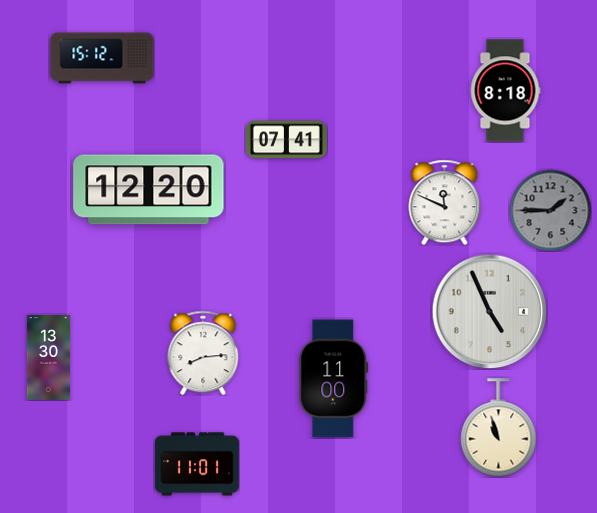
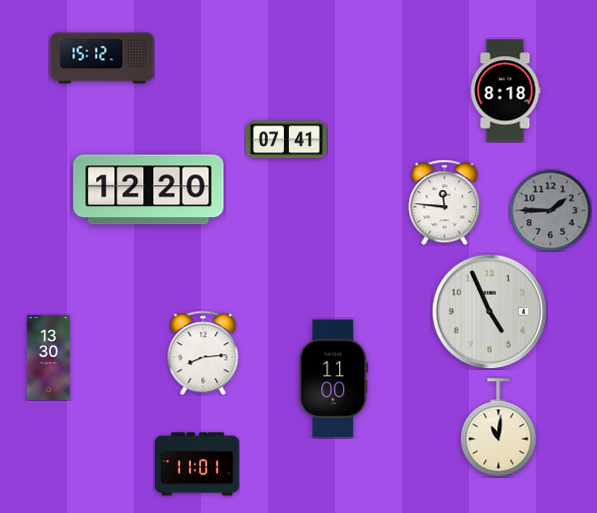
clock at (445, 202): 11:49 -> 11:46
clock at (499, 428): 10:57 -> 11:01
